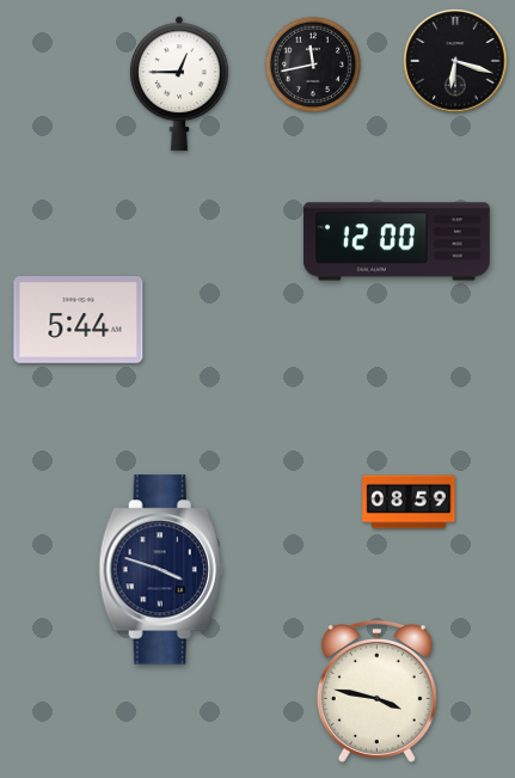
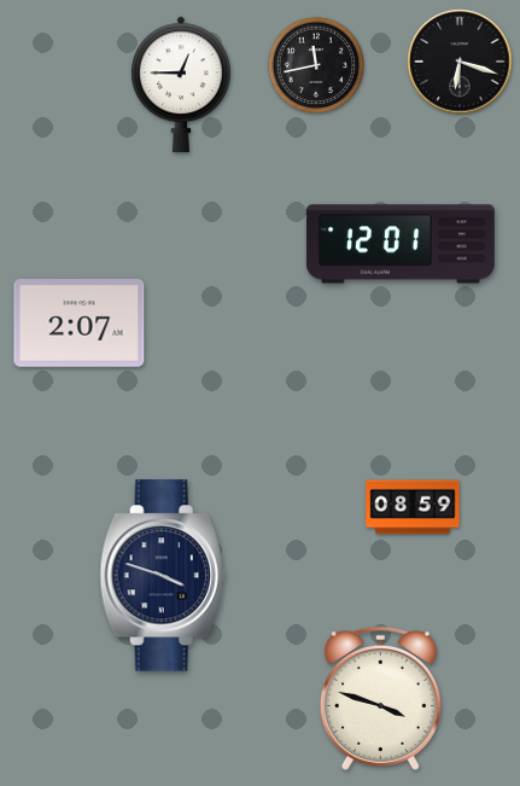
clock at (397, 241): 12:00 -> 12:01
clock at (79, 320): 5:44 -> 2:07
clock at (376, 691): 3:47 -> 3:48
